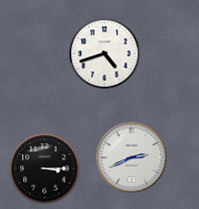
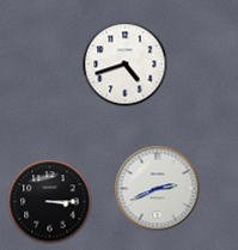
clock at (45, 169) position: (45, 169) -> (50, 202)
